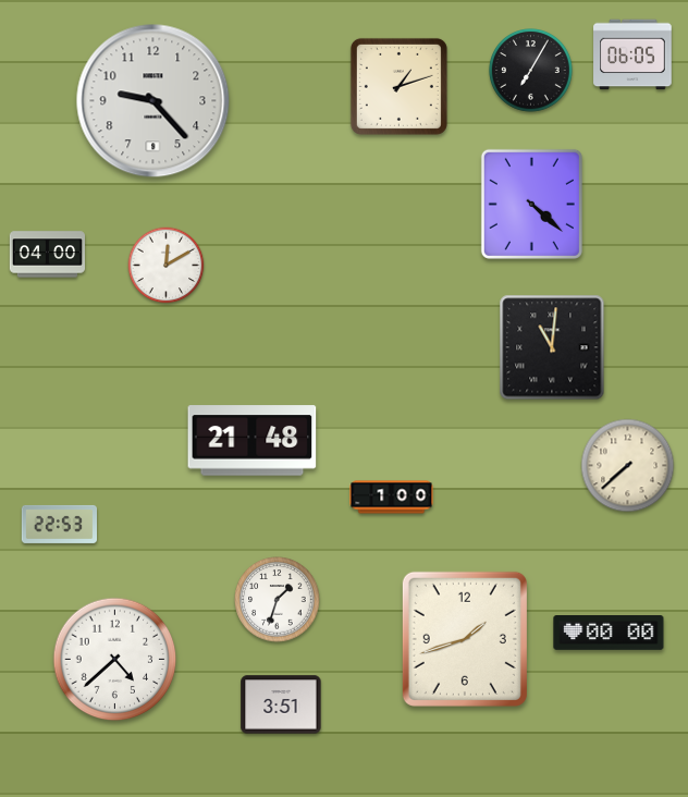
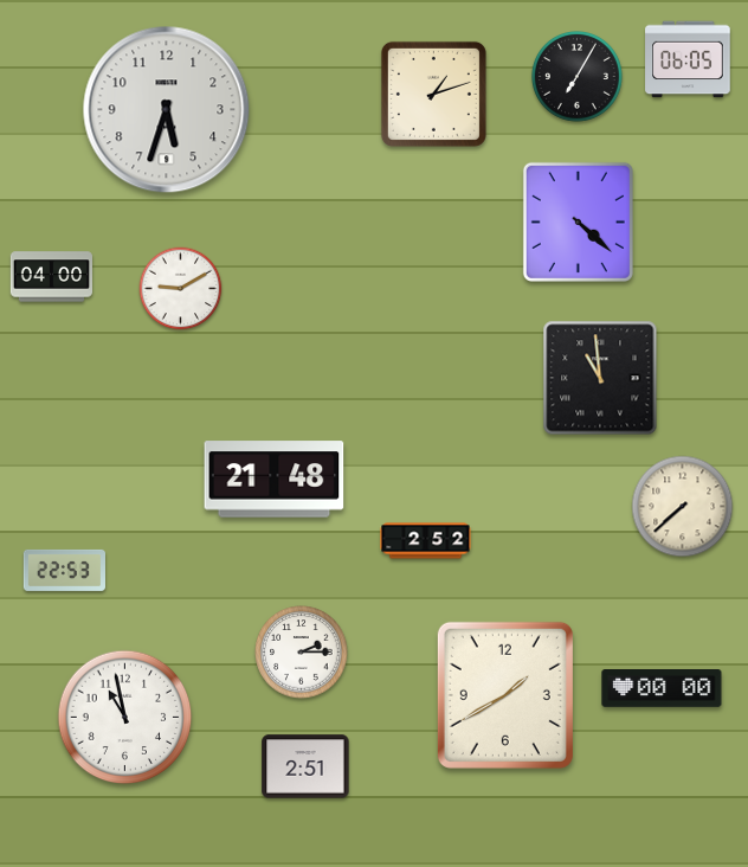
clock at (153, 101): 9:23 -> 5:33
clock at (167, 266): 12:10 -> 9:10
clock at (552, 347): 11:01 -> 10:59
clock at (392, 498): 1:00 -> 2:52
clock at (278, 600): 1:33 -> 2:15
clock at (465, 639): 1:42 -> 1:40
clock at (115, 660): 4:38 -> 10:58
clock at (281, 704): 3:51 -> 2:51
